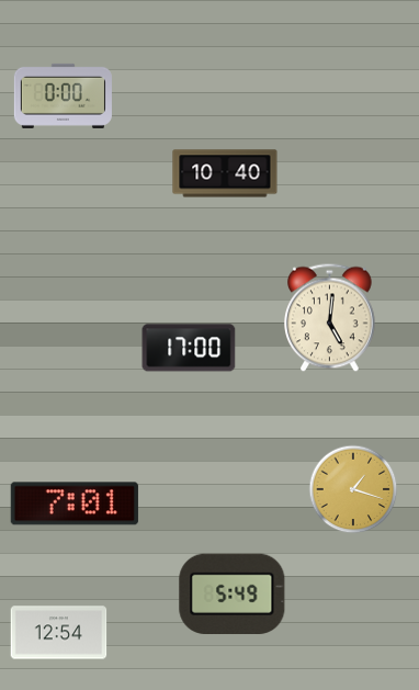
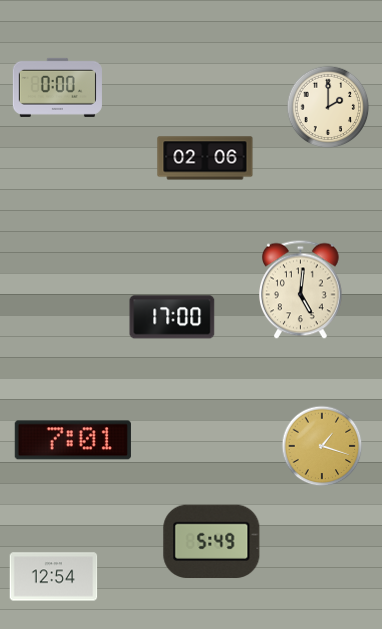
clock at (328, 107): none -> 2:00
clock at (225, 173): 10:40 -> 02:06
clock at (75, 504) position: (75, 504) -> (73, 440)
